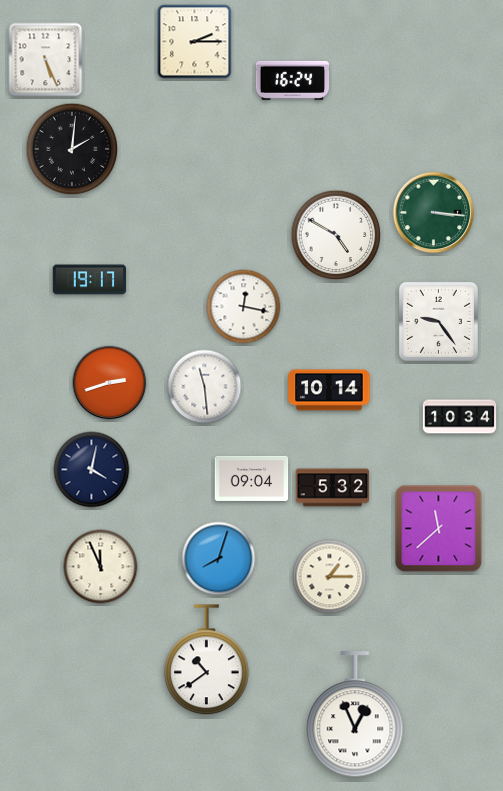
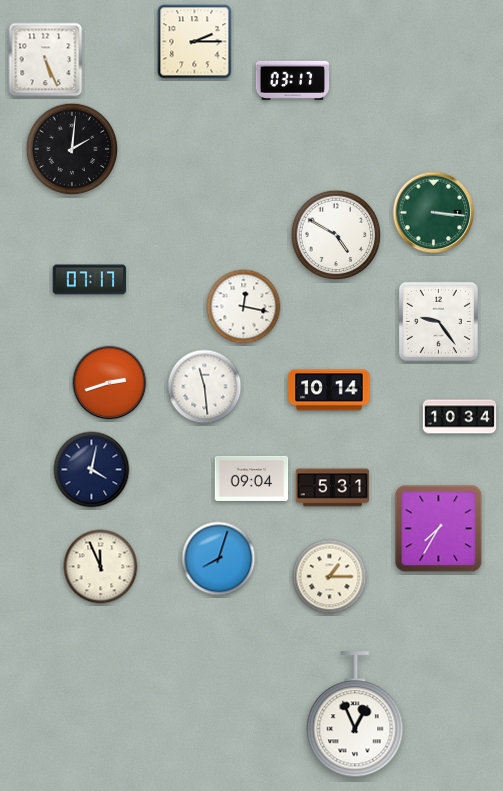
clock at (293, 80): 16:24 -> 03:17
clock at (90, 280): 19:17 -> 07:17
clock at (333, 488): 5:32 -> 5:31
clock at (439, 529): 11:38 -> 7:35
clock at (207, 660): 10:39 -> none
